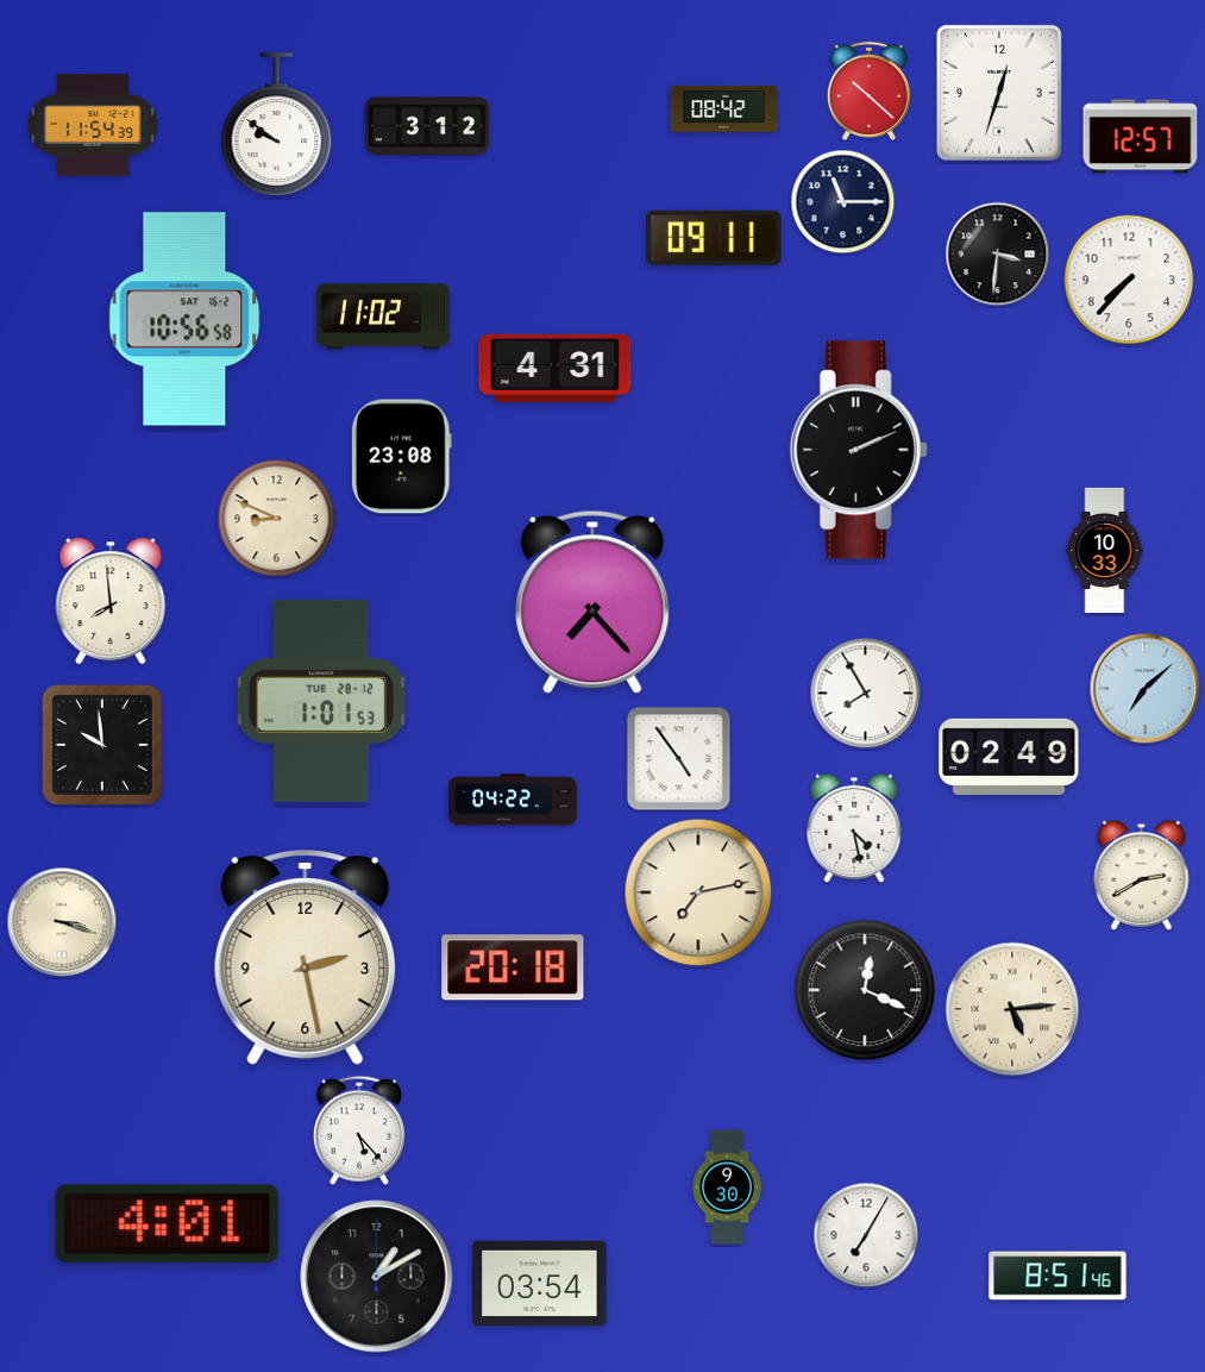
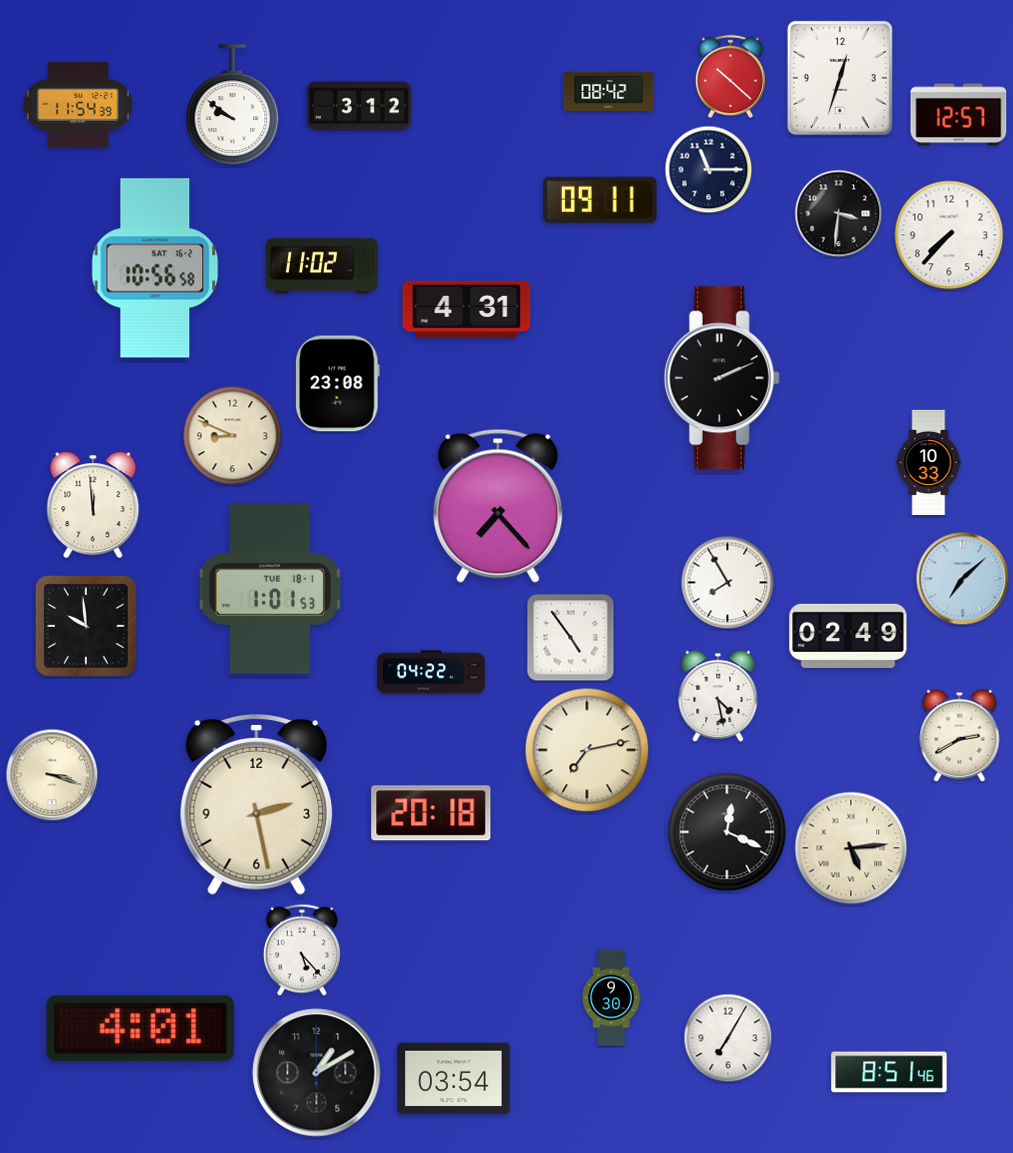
clock at (111, 601): 7:59 -> 11:59
clock at (321, 701) date: TUE 28-12 -> TUE 18-1
